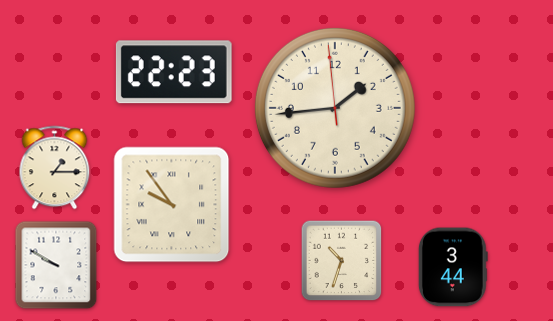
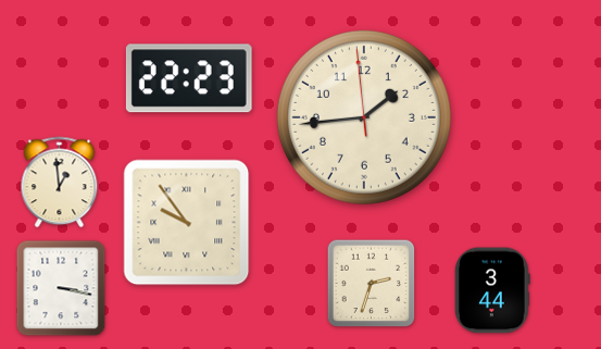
clock at (55, 168): 1:15 -> 12:59
clock at (342, 261): 10:33 -> 2:33
clock at (56, 265): 9:50 -> 3:17
